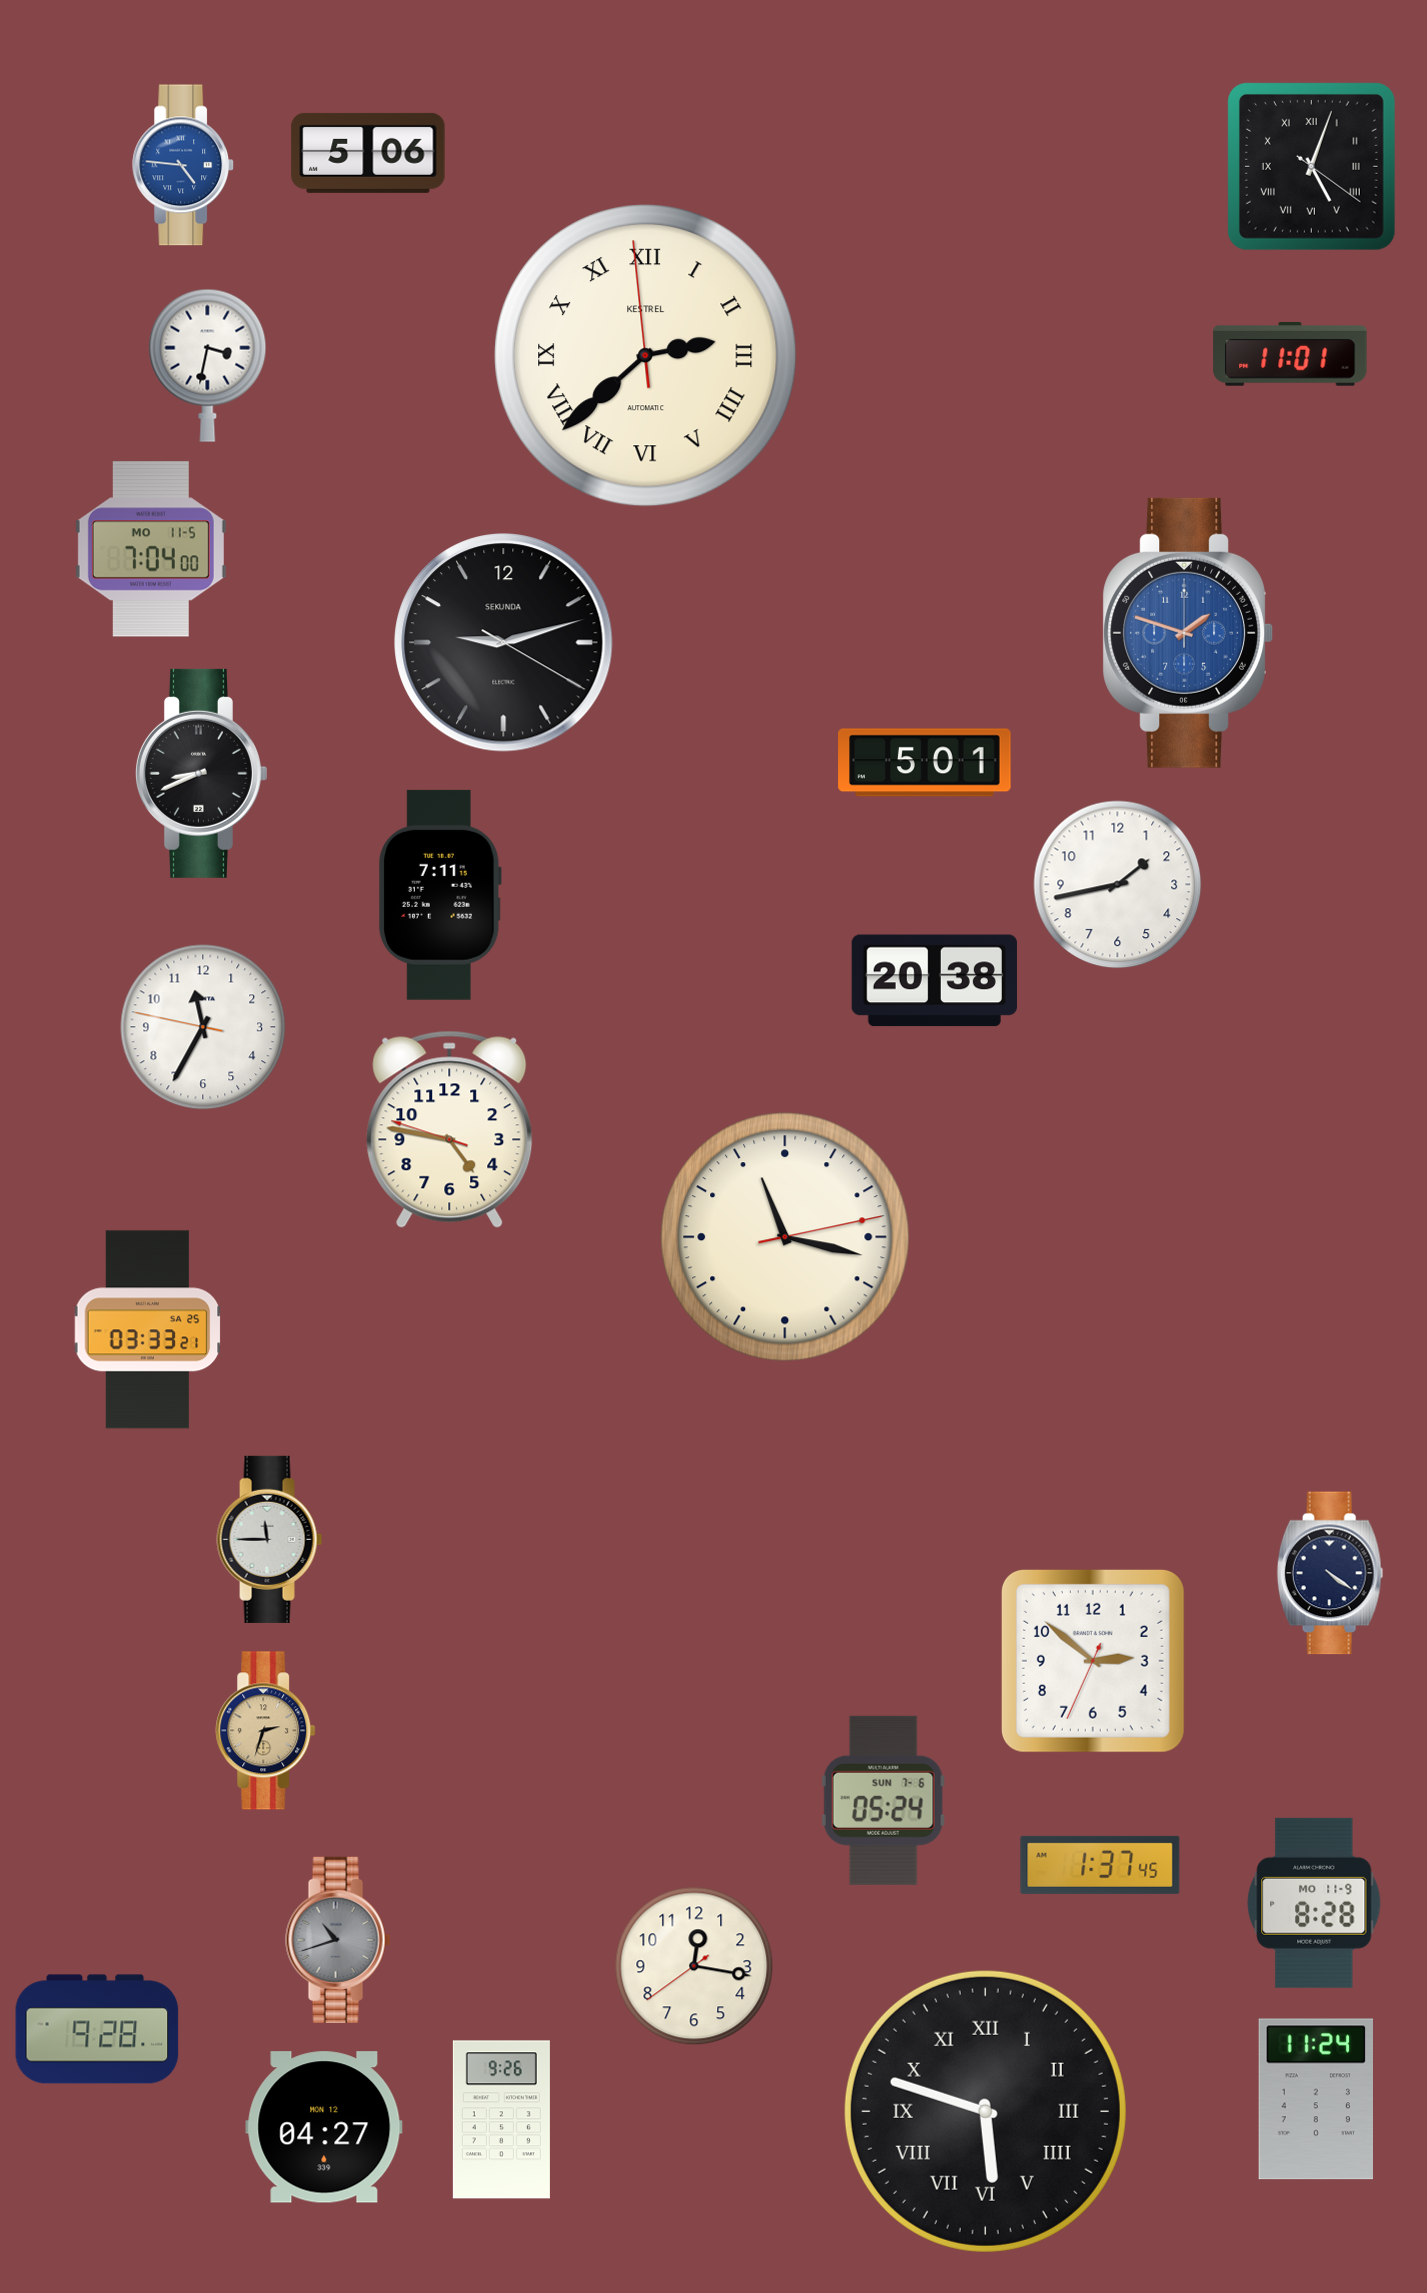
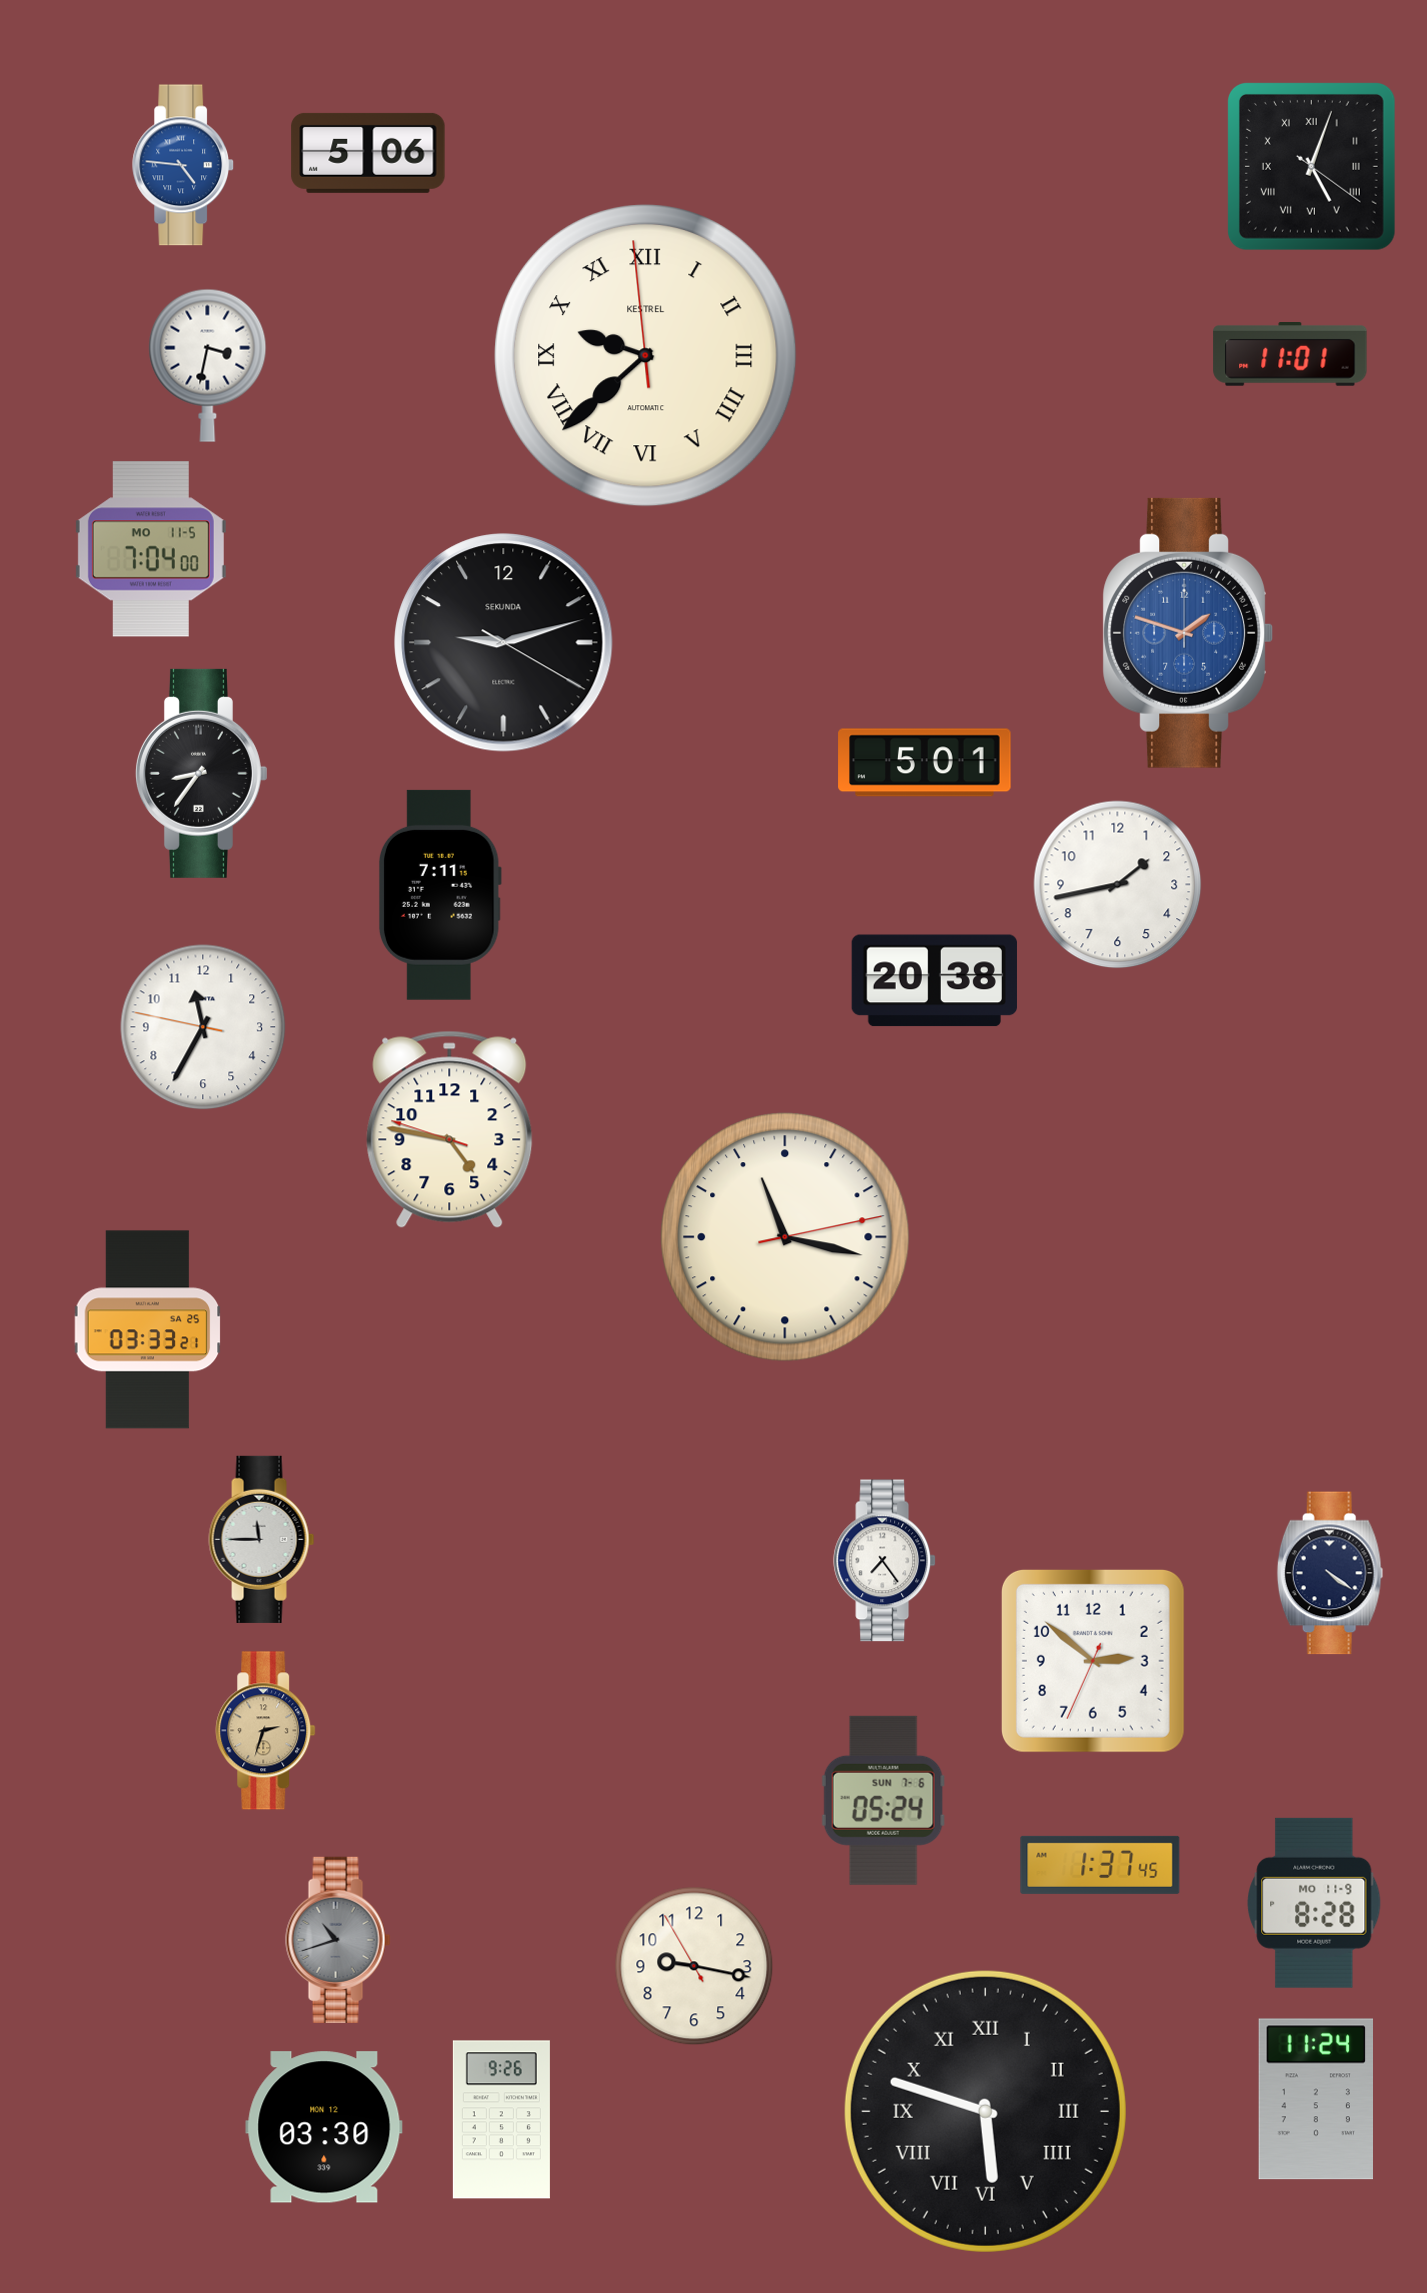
clock at (646, 356): 2:37 -> 9:37
clock at (201, 773): 8:41 -> 8:36
clock at (270, 1539) position: (270, 1539) -> (262, 1539)
clock at (885, 1561): none -> 7:24
clock at (694, 1966): 12:16 -> 9:16
clock at (97, 2029): 9:28 -> none
clock at (324, 2127): 04:27 -> 03:30
